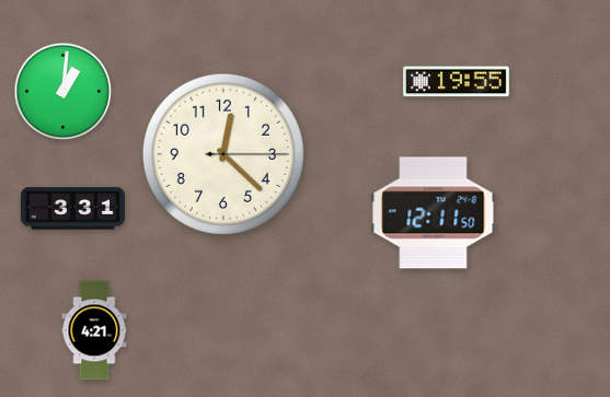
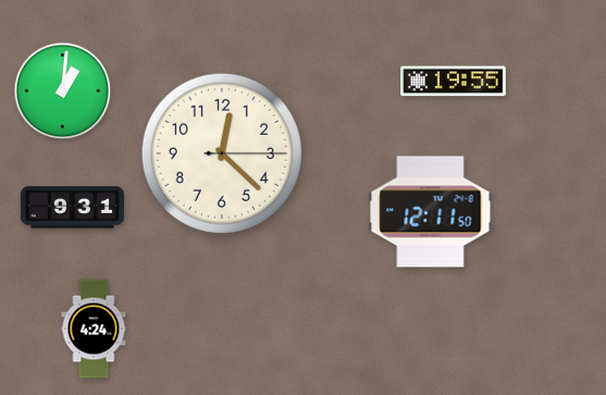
clock at (72, 209): 3:31 -> 9:31
clock at (94, 330): 4:21 -> 4:24
